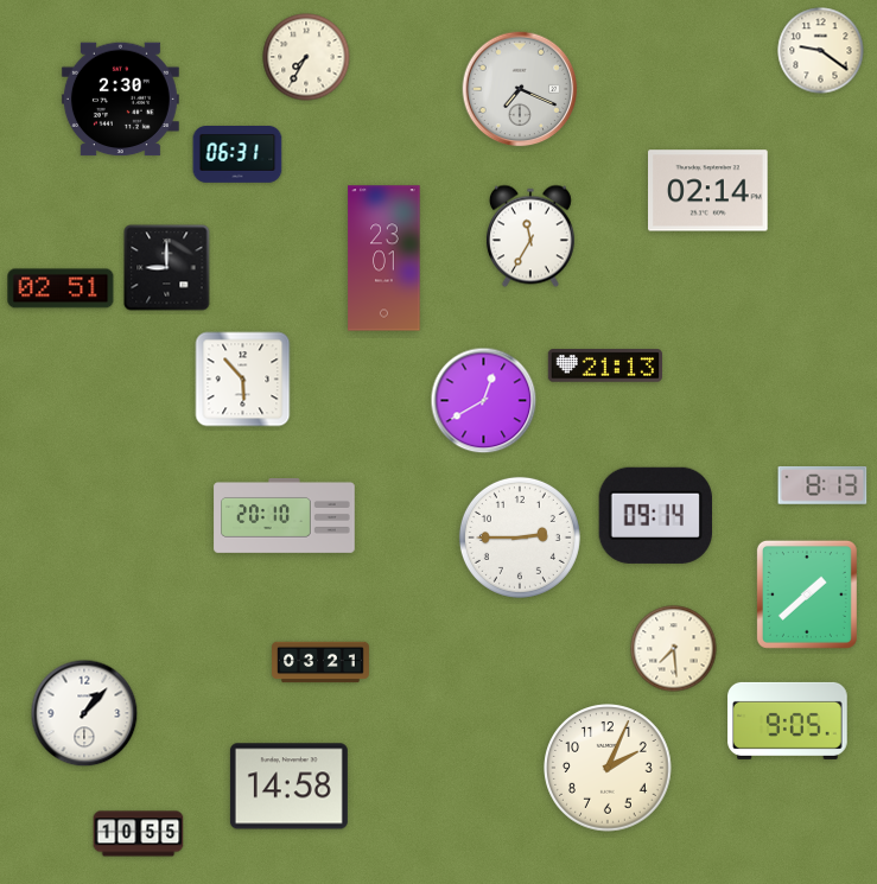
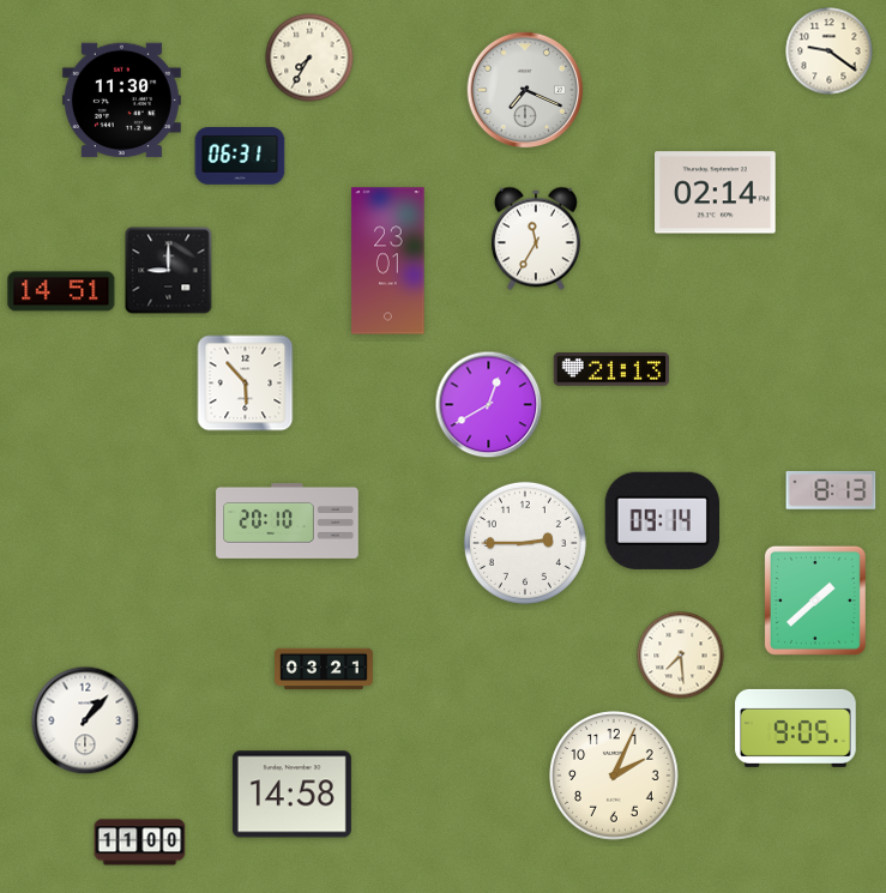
clock at (120, 100): 2:30 -> 11:30
clock at (61, 288): 02:51 -> 14:51
clock at (139, 834): 10:55 -> 11:00
